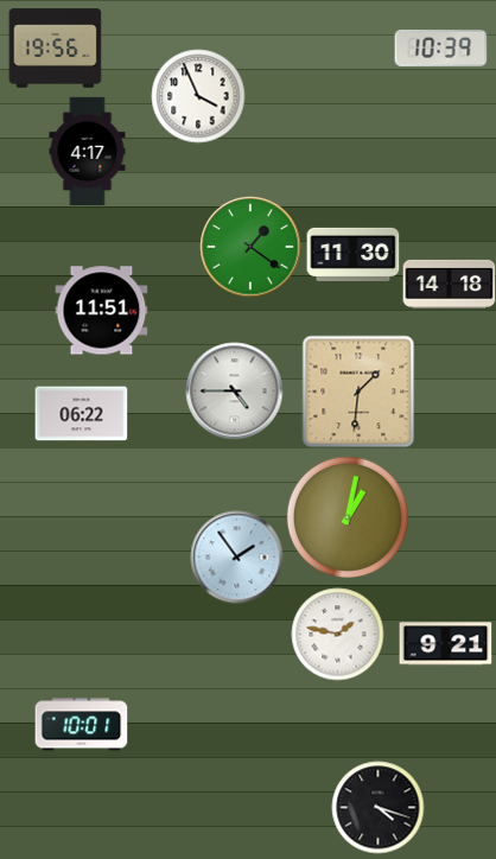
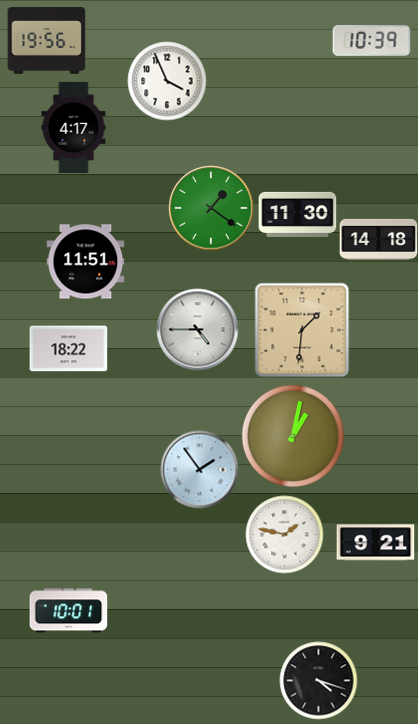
clock at (81, 414): 06:22 -> 18:22
